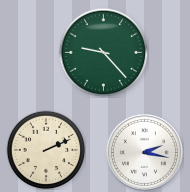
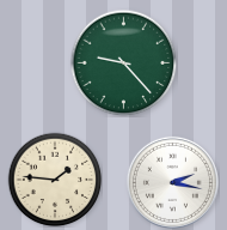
clock at (46, 150): 2:11 -> 1:46
